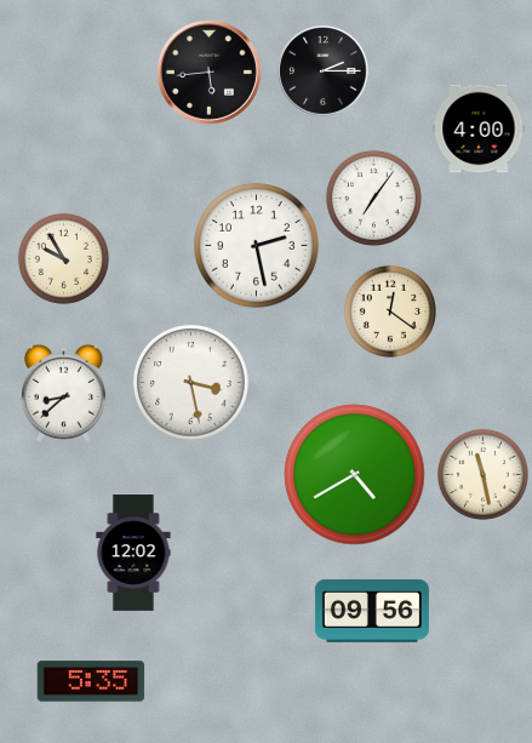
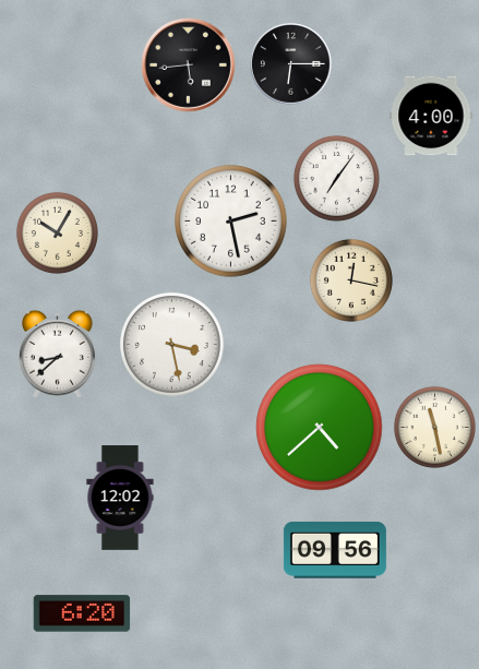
clock at (324, 72): 2:15 -> 6:15
clock at (63, 258): 9:55 -> 10:05
clock at (390, 312): 12:21 -> 12:17
clock at (355, 475): 4:40 -> 4:38
clock at (91, 681): 5:35 -> 6:20
